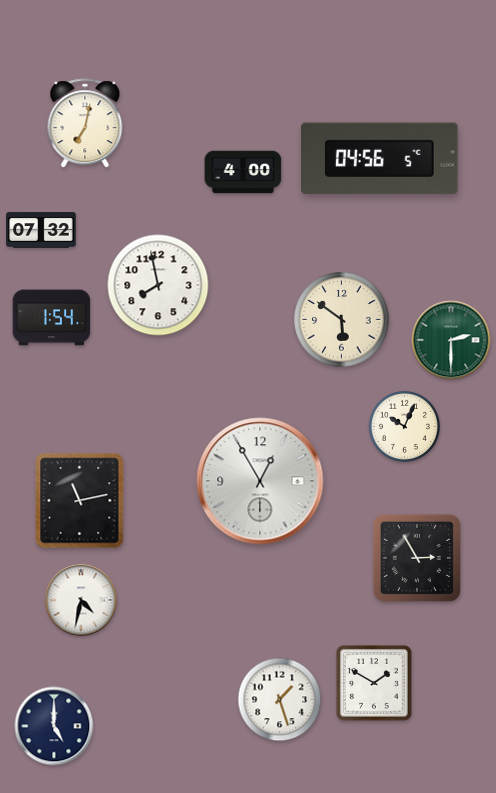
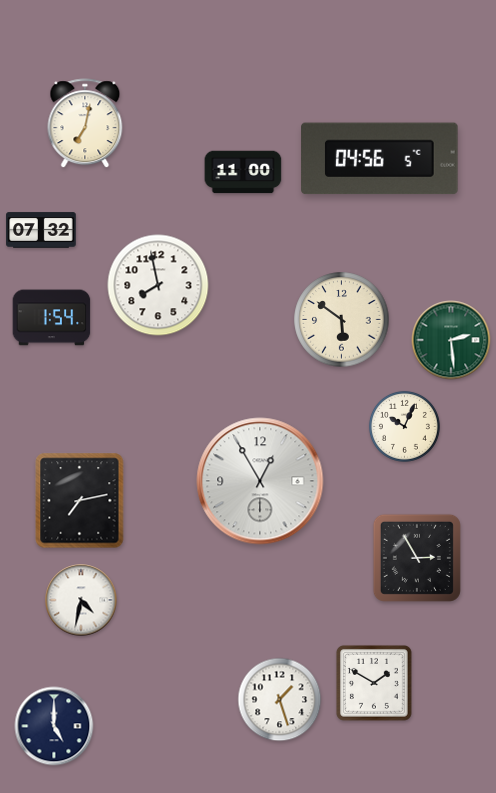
clock at (243, 172): 4:00 -> 11:00
clock at (451, 340): 2:30 -> 2:29
clock at (80, 501): 11:13 -> 7:13
